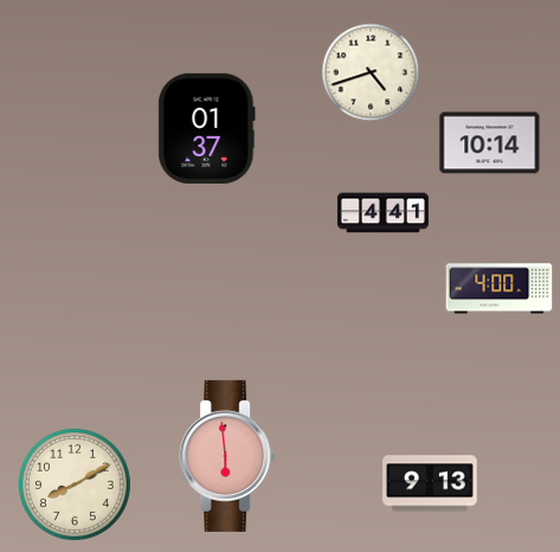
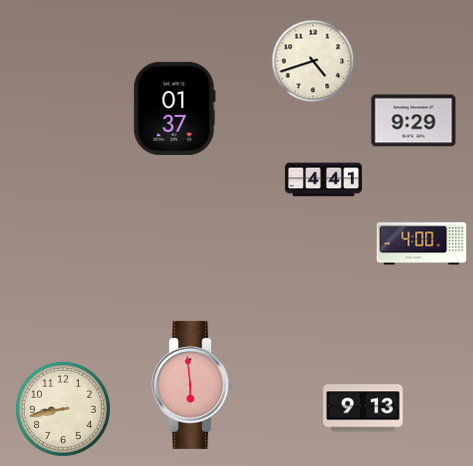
clock at (490, 143): 10:14 -> 9:29
clock at (75, 484): 8:10 -> 8:43
